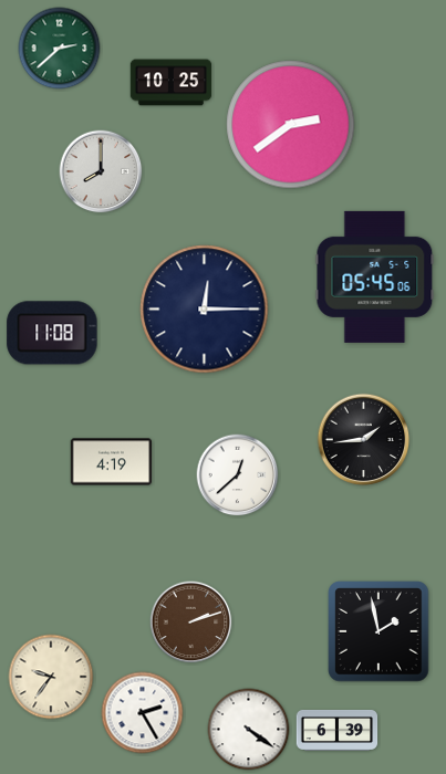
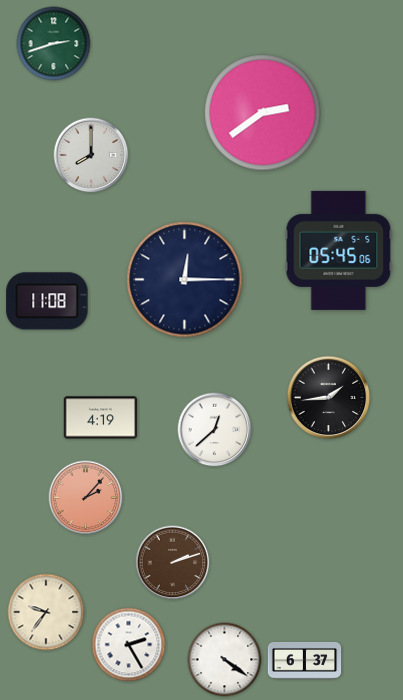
clock at (60, 49): 2:38 -> 2:42
clock at (172, 83): 10:25 -> none
clock at (86, 498): none -> 2:07
clock at (378, 631): 1:58 -> none
clock at (338, 730): 6:39 -> 6:37
